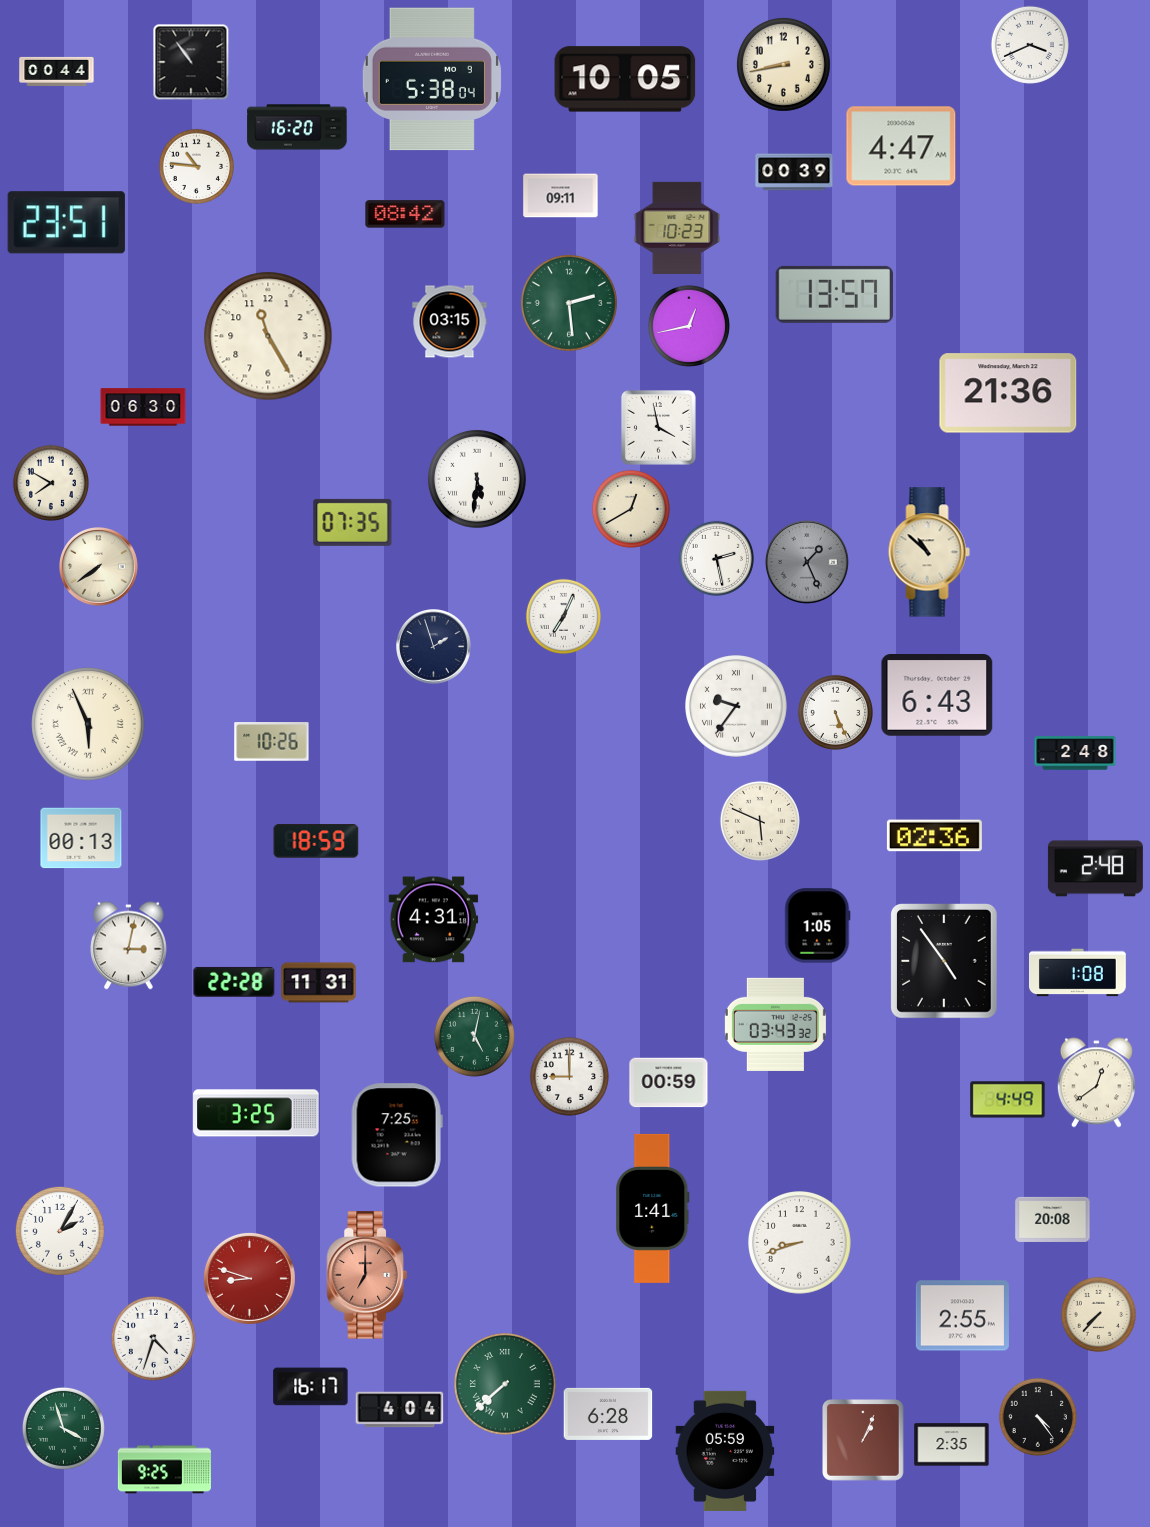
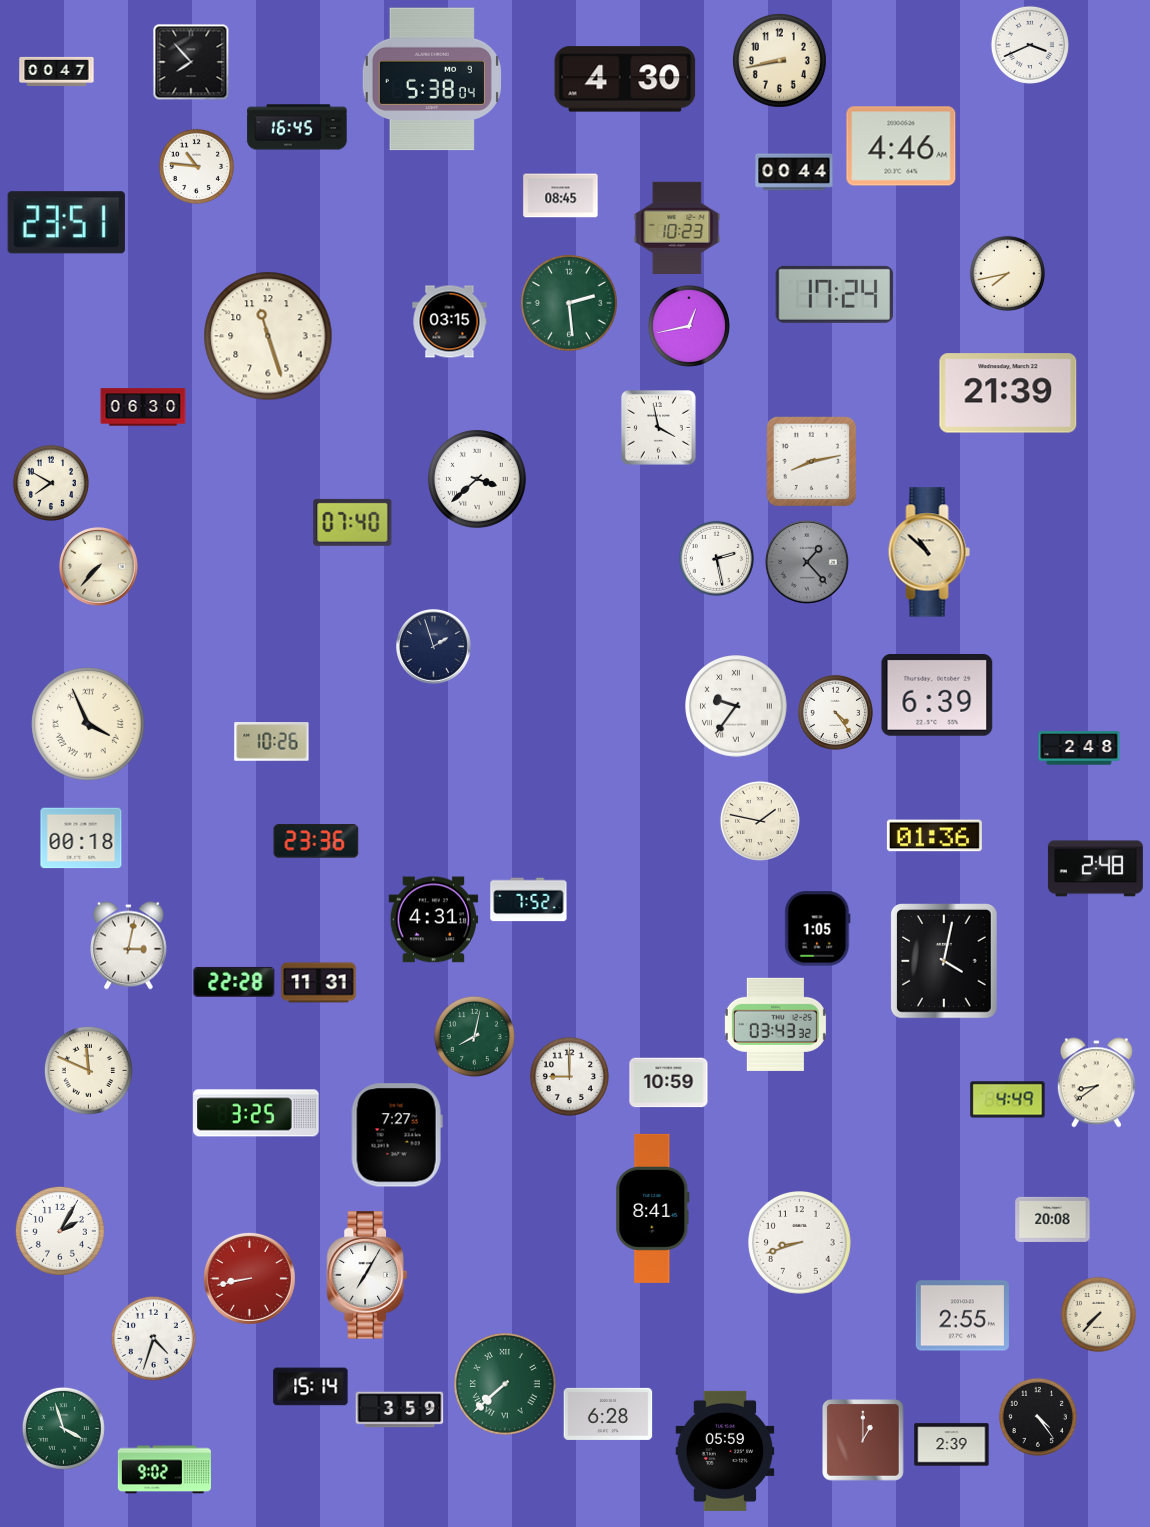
clock at (191, 62): 10:54 -> 7:53
clock at (783, 64) position: (783, 64) -> (779, 60)
clock at (57, 71): 00:44 -> 00:47
clock at (625, 79): 10:05 -> 4:30
clock at (297, 127): 16:20 -> 16:45
clock at (901, 146): 4:47 -> 4:46
clock at (794, 172): 00:39 -> 00:44
clock at (561, 196): 09:11 -> 08:45
clock at (405, 214): 08:42 -> none
clock at (1007, 273): none -> 7:43
clock at (834, 294): 13:57 -> 17:24
clock at (268, 336): 11:25 -> 11:27
clock at (1008, 393): 21:36 -> 21:39
clock at (811, 461): none -> 8:13
clock at (477, 479): 5:31 -> 3:38
clock at (631, 509): 12:40 -> none
clock at (353, 522): 07:35 -> 07:40
clock at (807, 562): 1:26 -> 1:23
clock at (99, 567): 7:39 -> 7:37
clock at (563, 616): 7:04 -> none
clock at (937, 696): 6:43 -> 6:39
clock at (835, 712): 5:26 -> 4:24
clock at (88, 724): 5:56 -> 3:56
clock at (1075, 753) position: (1075, 753) -> (1079, 748)
clock at (760, 821): 5:49 -> 1:47
clock at (934, 836): 02:36 -> 01:36
clock at (81, 838): 00:13 -> 00:18
clock at (316, 841): 18:59 -> 23:36
clock at (529, 900): none -> 7:52
clock at (818, 926) position: (818, 926) -> (818, 929)
clock at (944, 962): 4:54 -> 4:02
clock at (1078, 973): 1:08 -> none
clock at (474, 1036): 5:02 -> 8:02
clock at (88, 1070): none -> 11:49
clock at (669, 1083): 00:59 -> 10:59
clock at (1096, 1083): 12:39 -> 8:39
clock at (397, 1135): 7:25 -> 7:27
clock at (653, 1208): 1:41 -> 8:41
clock at (367, 1275): 7:00 -> 7:05
clock at (367, 1275) dial: salmon -> white
clock at (249, 1278): 8:48 -> 8:43
clock at (311, 1387): 16:17 -> 15:14
clock at (400, 1410): 4:04 -> 3:59
clock at (864, 1441): 1:04 -> 1:00
clock at (952, 1445): 2:35 -> 2:39
clock at (164, 1470): 9:25 -> 9:02
